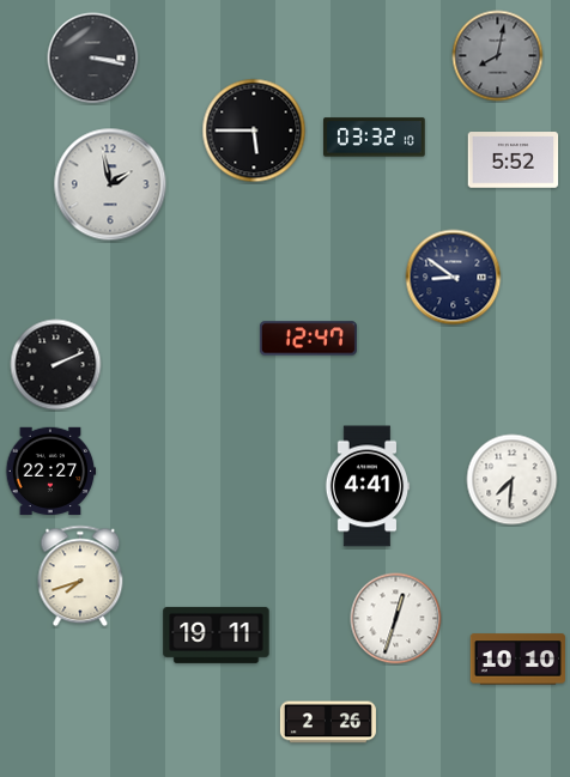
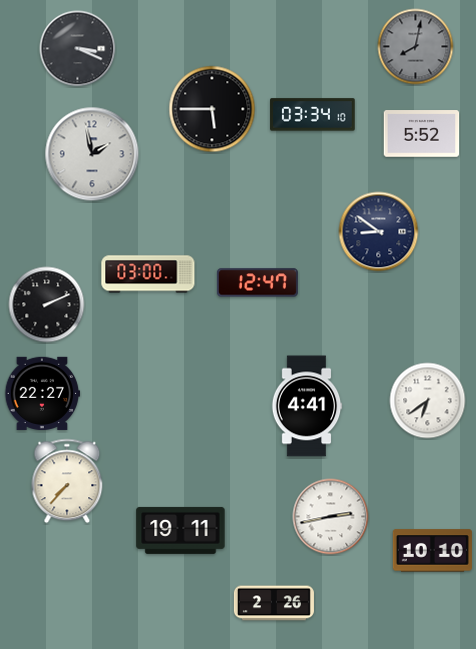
clock at (93, 59): 3:17 -> 3:19
clock at (375, 138): 03:32 -> 03:34
clock at (514, 160) position: (514, 160) -> (422, 134)
clock at (148, 274): none -> 03:00
clock at (513, 480): 7:31 -> 6:39
clock at (80, 576): 7:42 -> 7:37
clock at (396, 619): 12:33 -> 2:43
